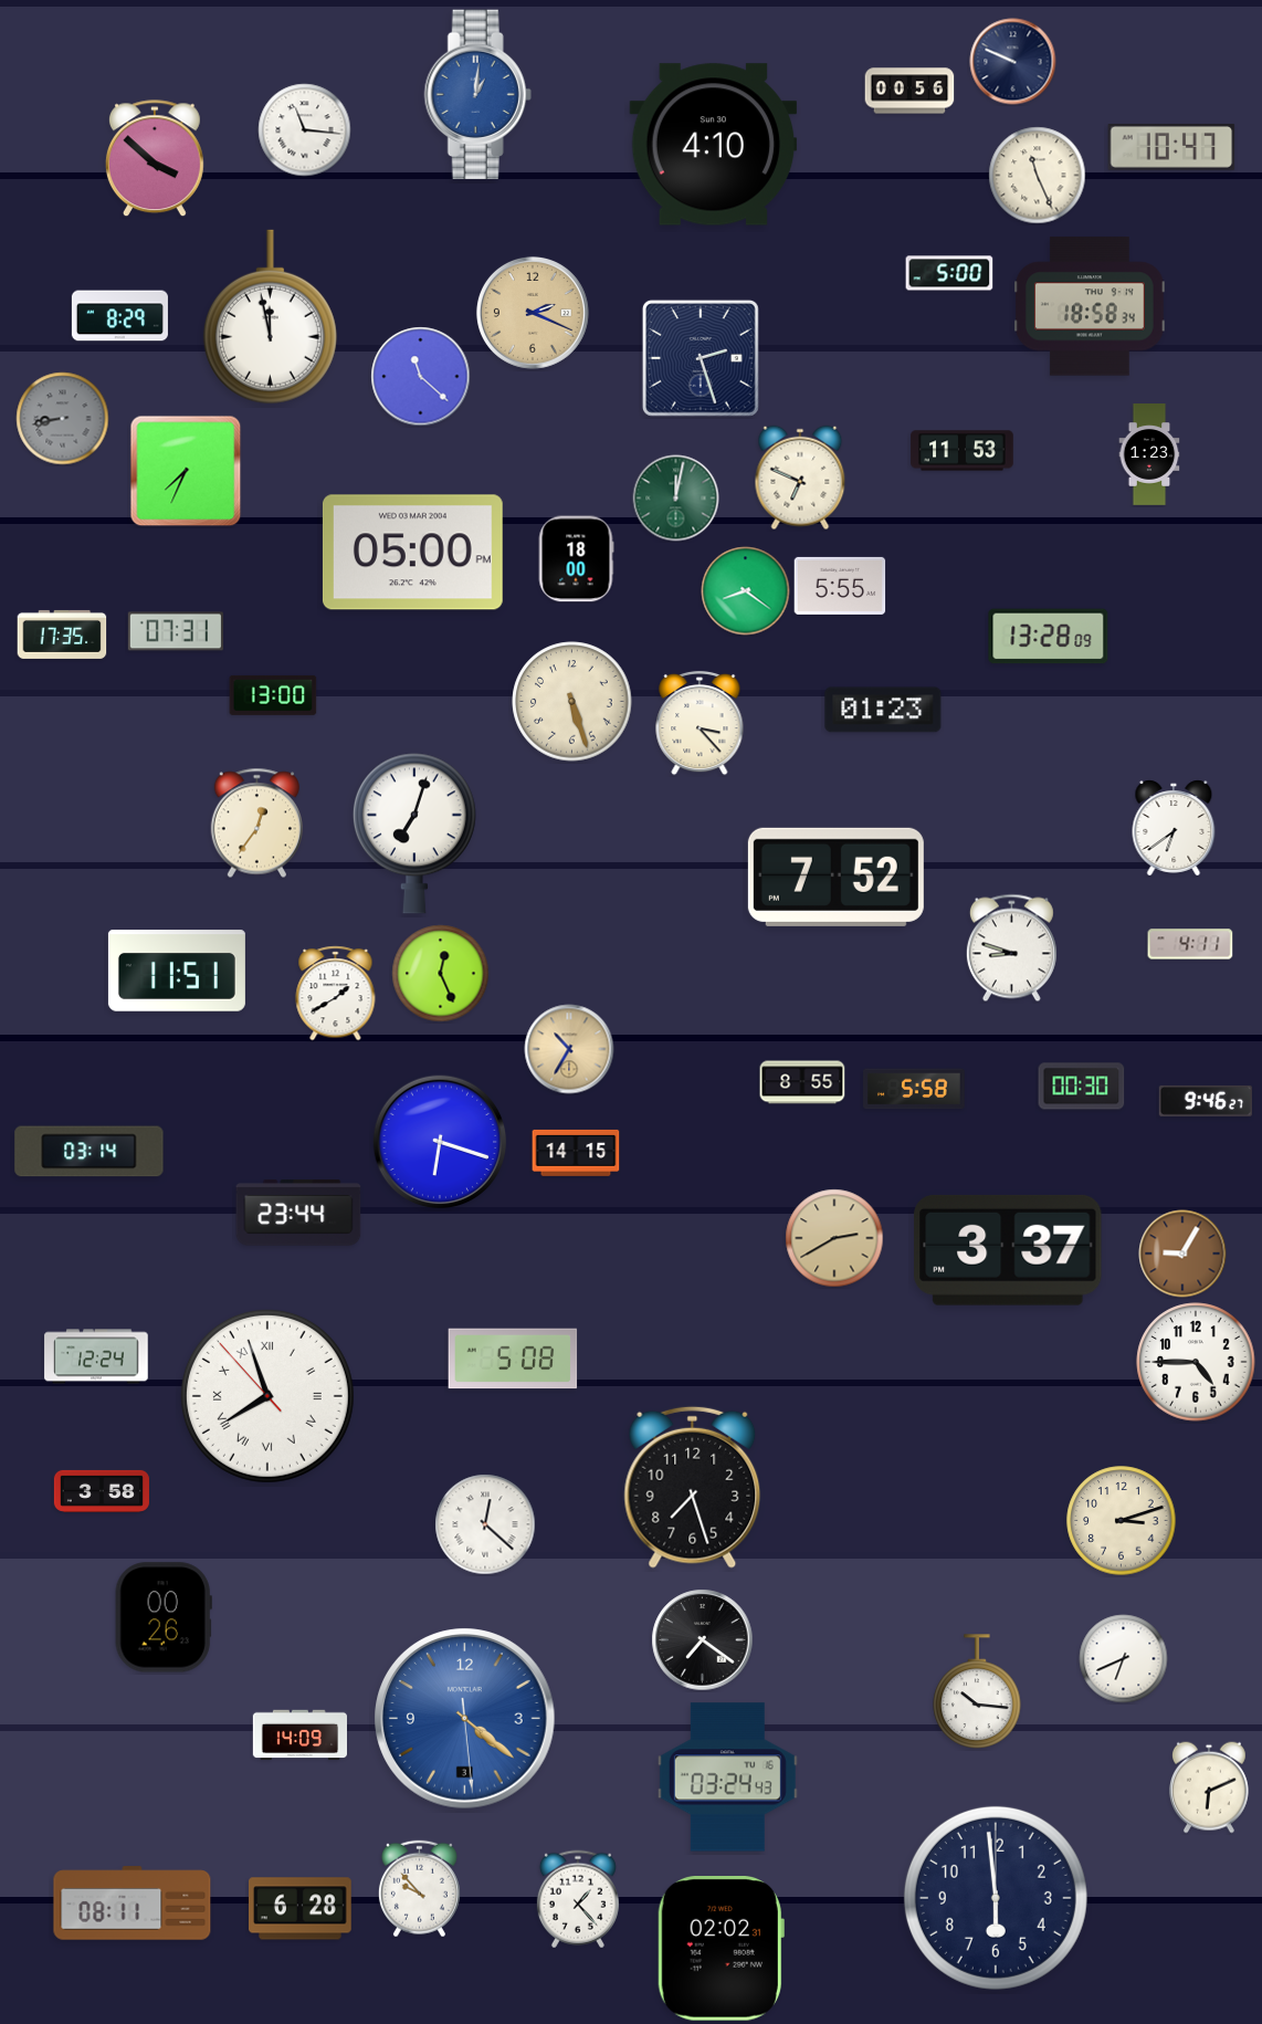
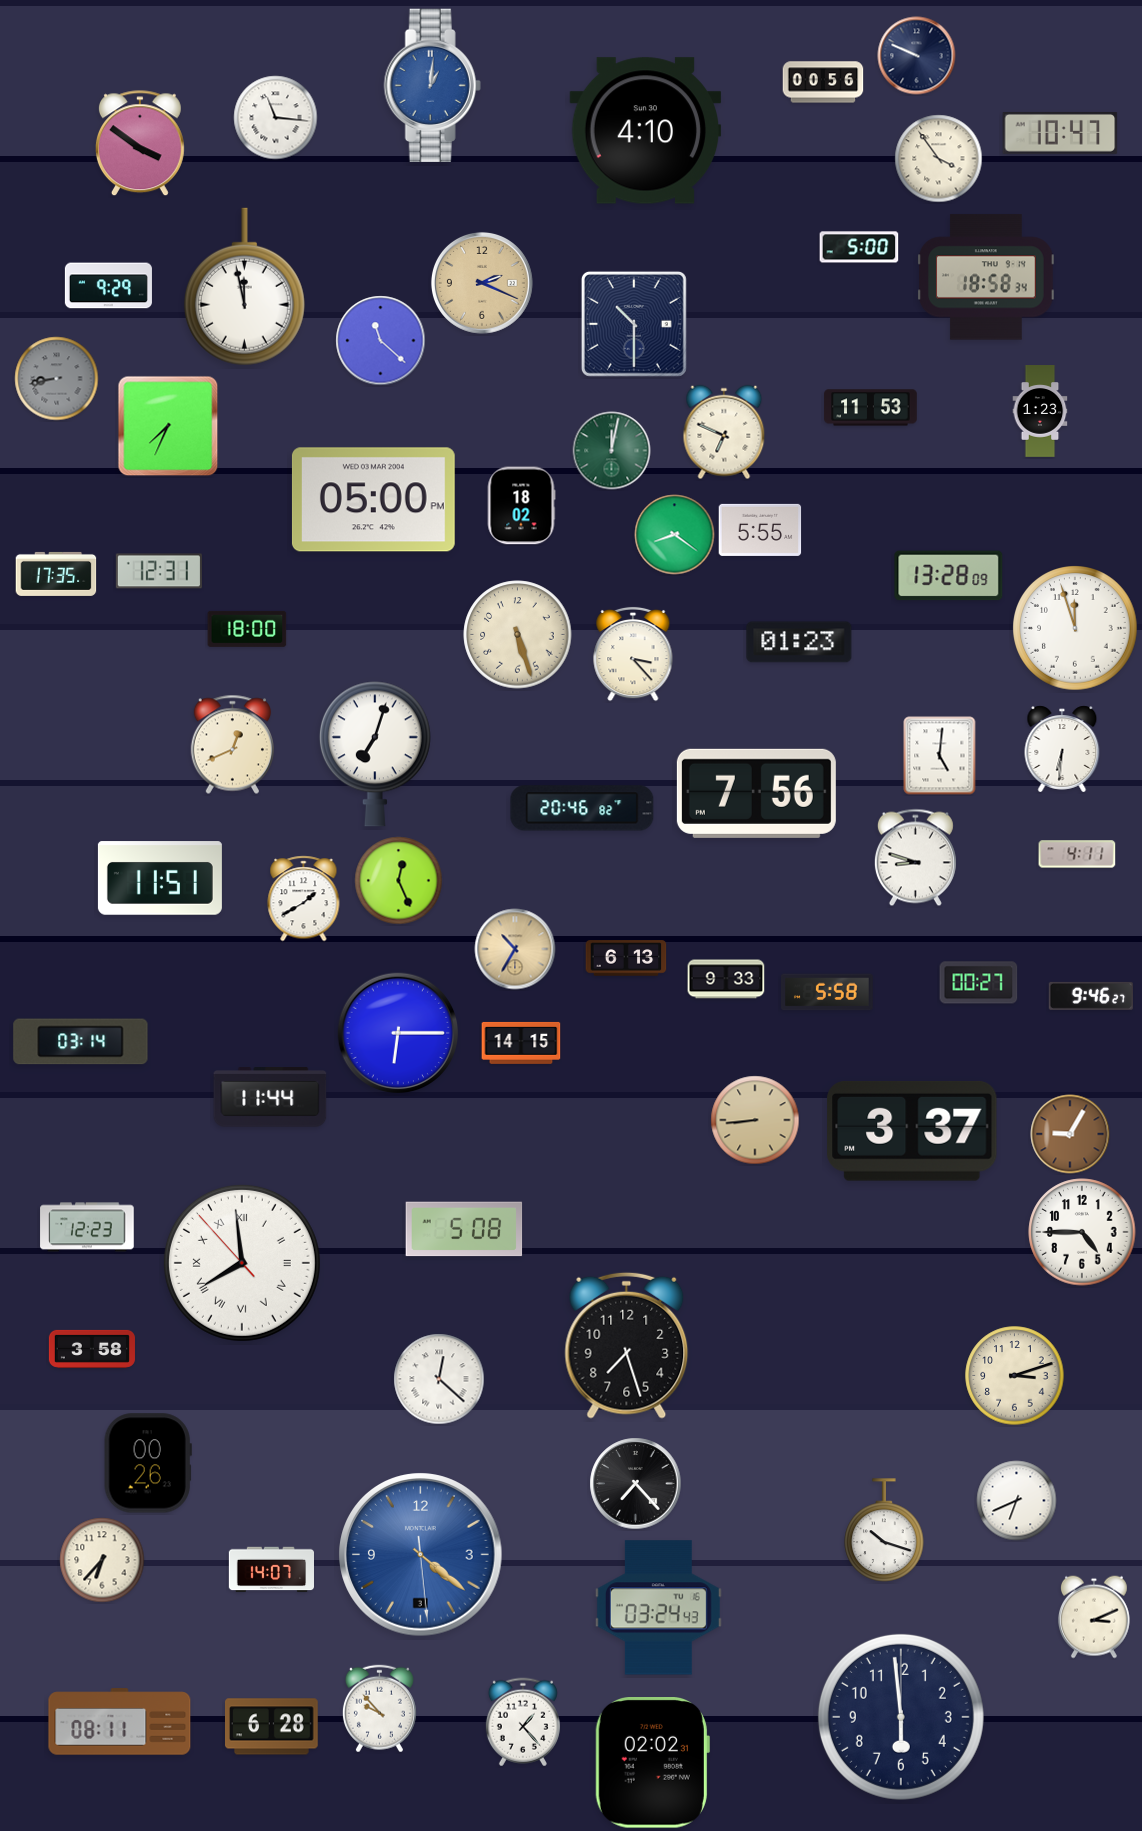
clock at (155, 159): 3:52 -> 3:51
clock at (1038, 176): 11:26 -> 3:54
clock at (119, 316): 8:29 -> 9:29
clock at (701, 358): 2:27 -> 10:30
clock at (576, 559): 18:00 -> 18:02
clock at (176, 631): 07:31 -> 12:31
clock at (1075, 628): none -> 11:57
clock at (273, 695): 13:00 -> 18:00
clock at (256, 824): 12:36 -> 12:41
clock at (1174, 828): 6:39 -> 6:31
clock at (940, 756): none -> 5:01
clock at (835, 877): 7:52 -> 7:56
clock at (582, 808): none -> 20:46
clock at (626, 958): none -> 6:13
clock at (802, 1082): 8:55 -> 9:33
clock at (1082, 1087): 00:30 -> 00:27
clock at (915, 1089) position: (915, 1089) -> (828, 992)
clock at (440, 1142): 6:18 -> 6:15
clock at (298, 1213): 23:44 -> 11:44
clock at (834, 1238): 2:40 -> 8:44
clock at (96, 1356): 12:24 -> 12:23
clock at (267, 1396): 7:56 -> 7:58
clock at (703, 1640): 7:21 -> 7:23
clock at (977, 1691): 10:16 -> 10:18
clock at (102, 1560): none -> 6:37
clock at (299, 1735): 14:09 -> 14:07
clock at (1209, 1787): 6:11 -> 3:11
clock at (578, 1899) position: (578, 1899) -> (523, 1722)
